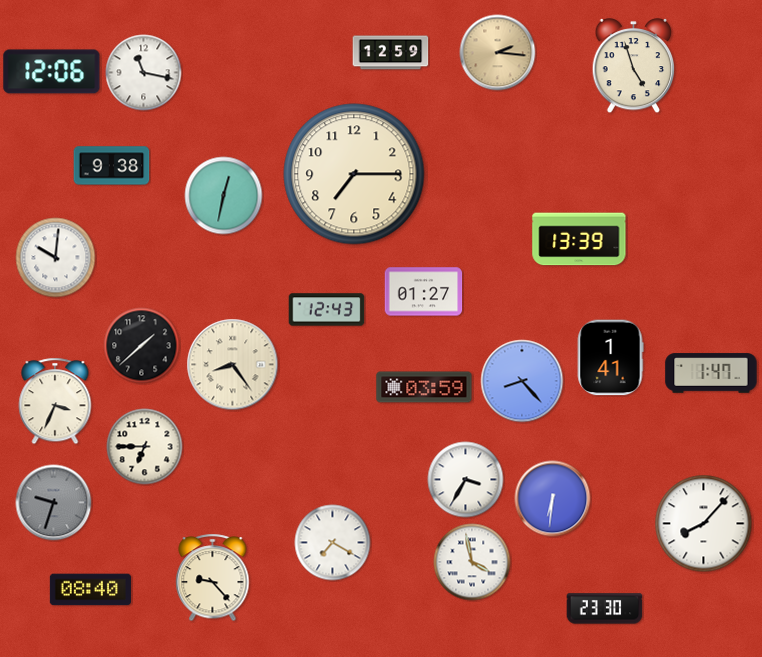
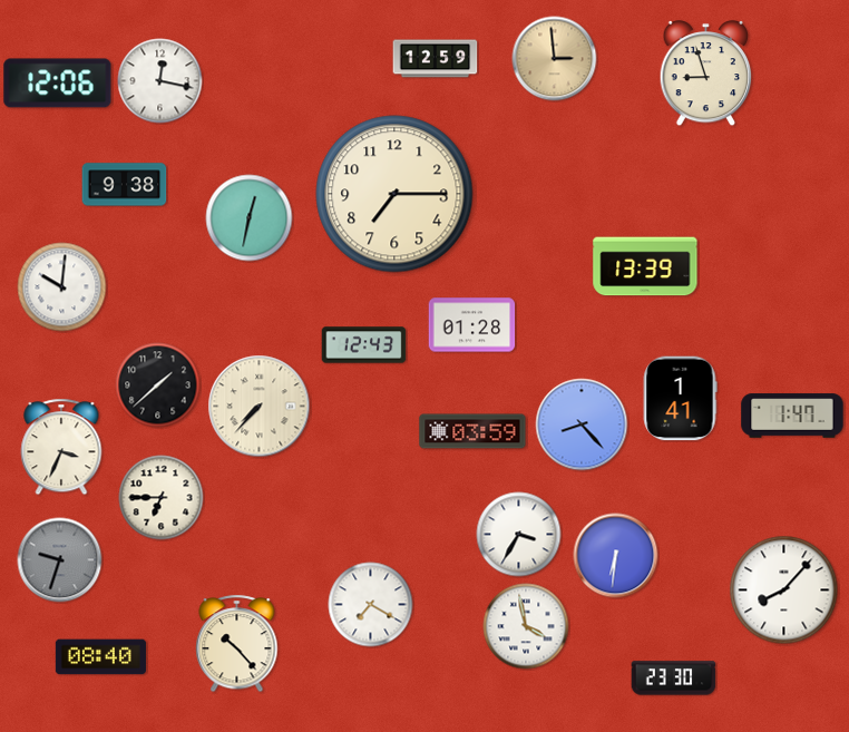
clock at (498, 53): 2:16 -> 2:59
clock at (634, 66): 4:57 -> 8:57
clock at (52, 72) position: (52, 72) -> (58, 84)
clock at (144, 73): 11:17 -> 12:17
clock at (424, 292): 01:27 -> 01:28
clock at (233, 365): 8:24 -> 7:37
clock at (704, 524) position: (704, 524) -> (784, 591)
clock at (213, 578): 9:23 -> 10:23
